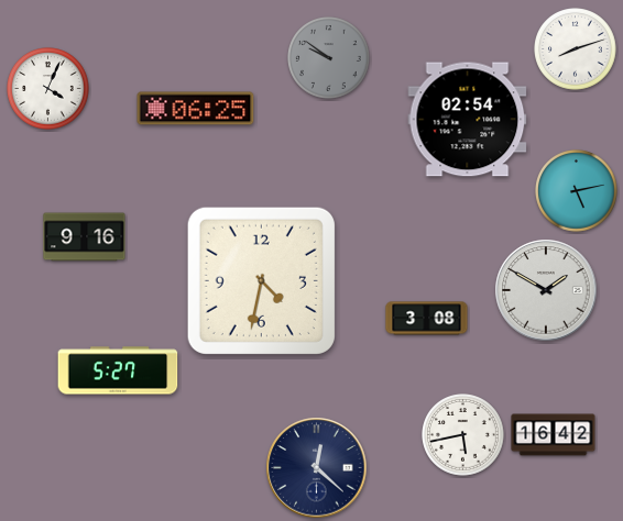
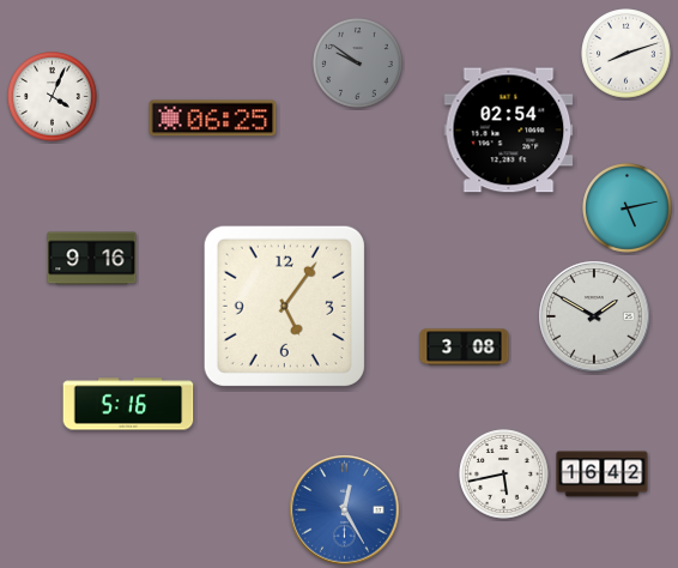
clock at (261, 280): 4:32 -> 5:06
clock at (118, 370): 5:27 -> 5:16
clock at (317, 468): 12:22 -> 12:25
clock at (317, 468) dial: navy -> blue
